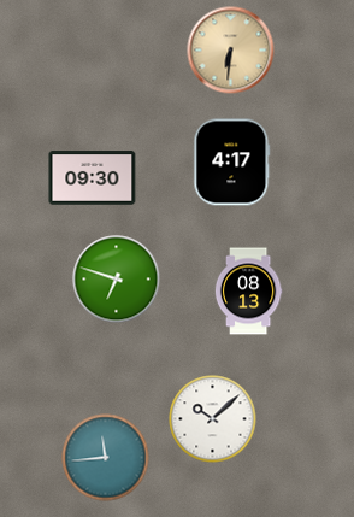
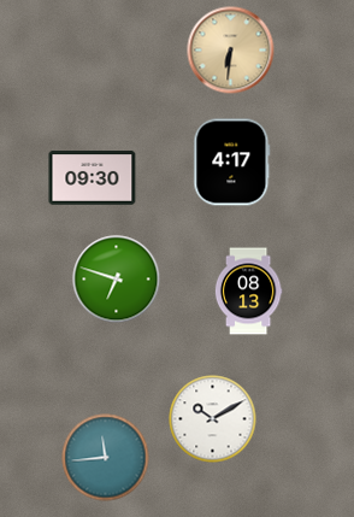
clock at (213, 419): 10:08 -> 10:10
